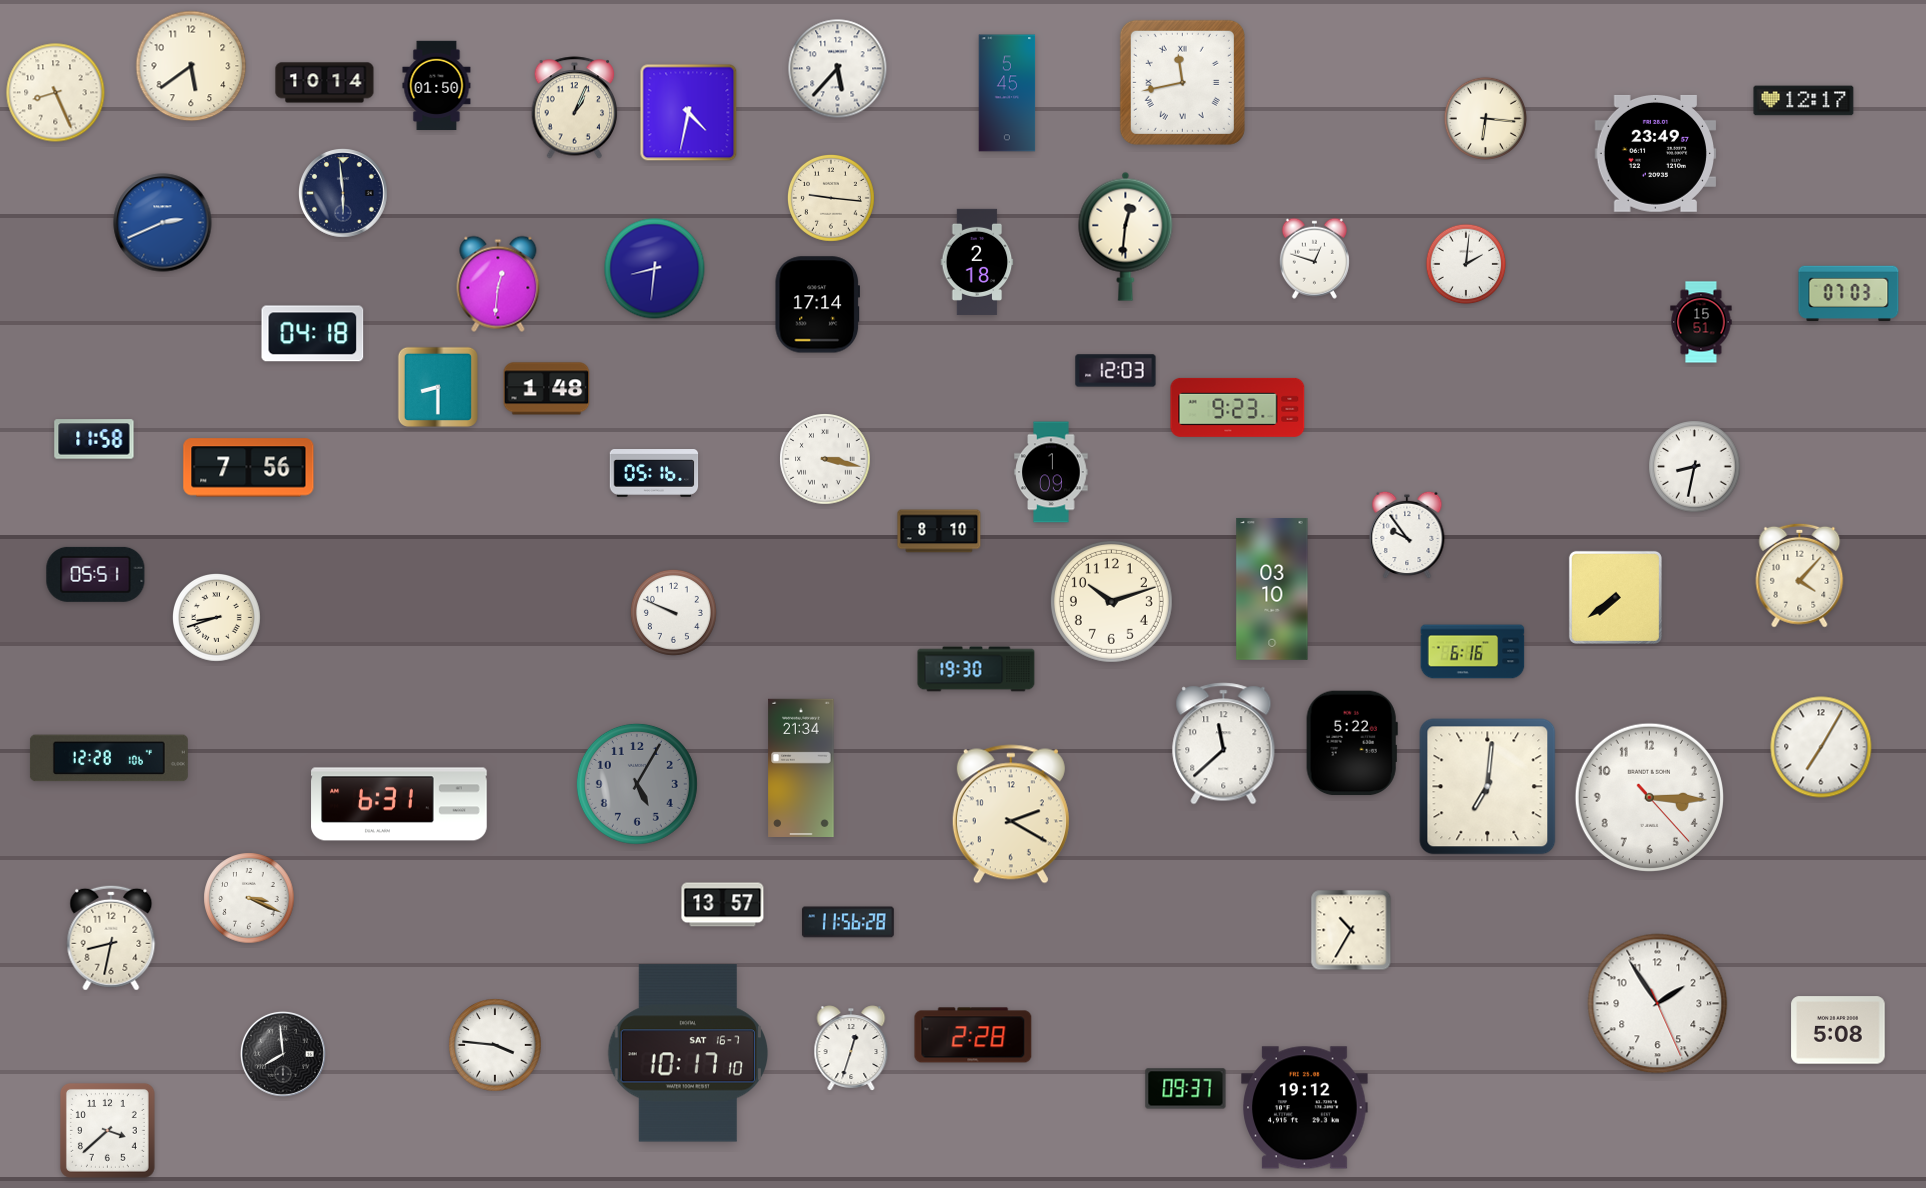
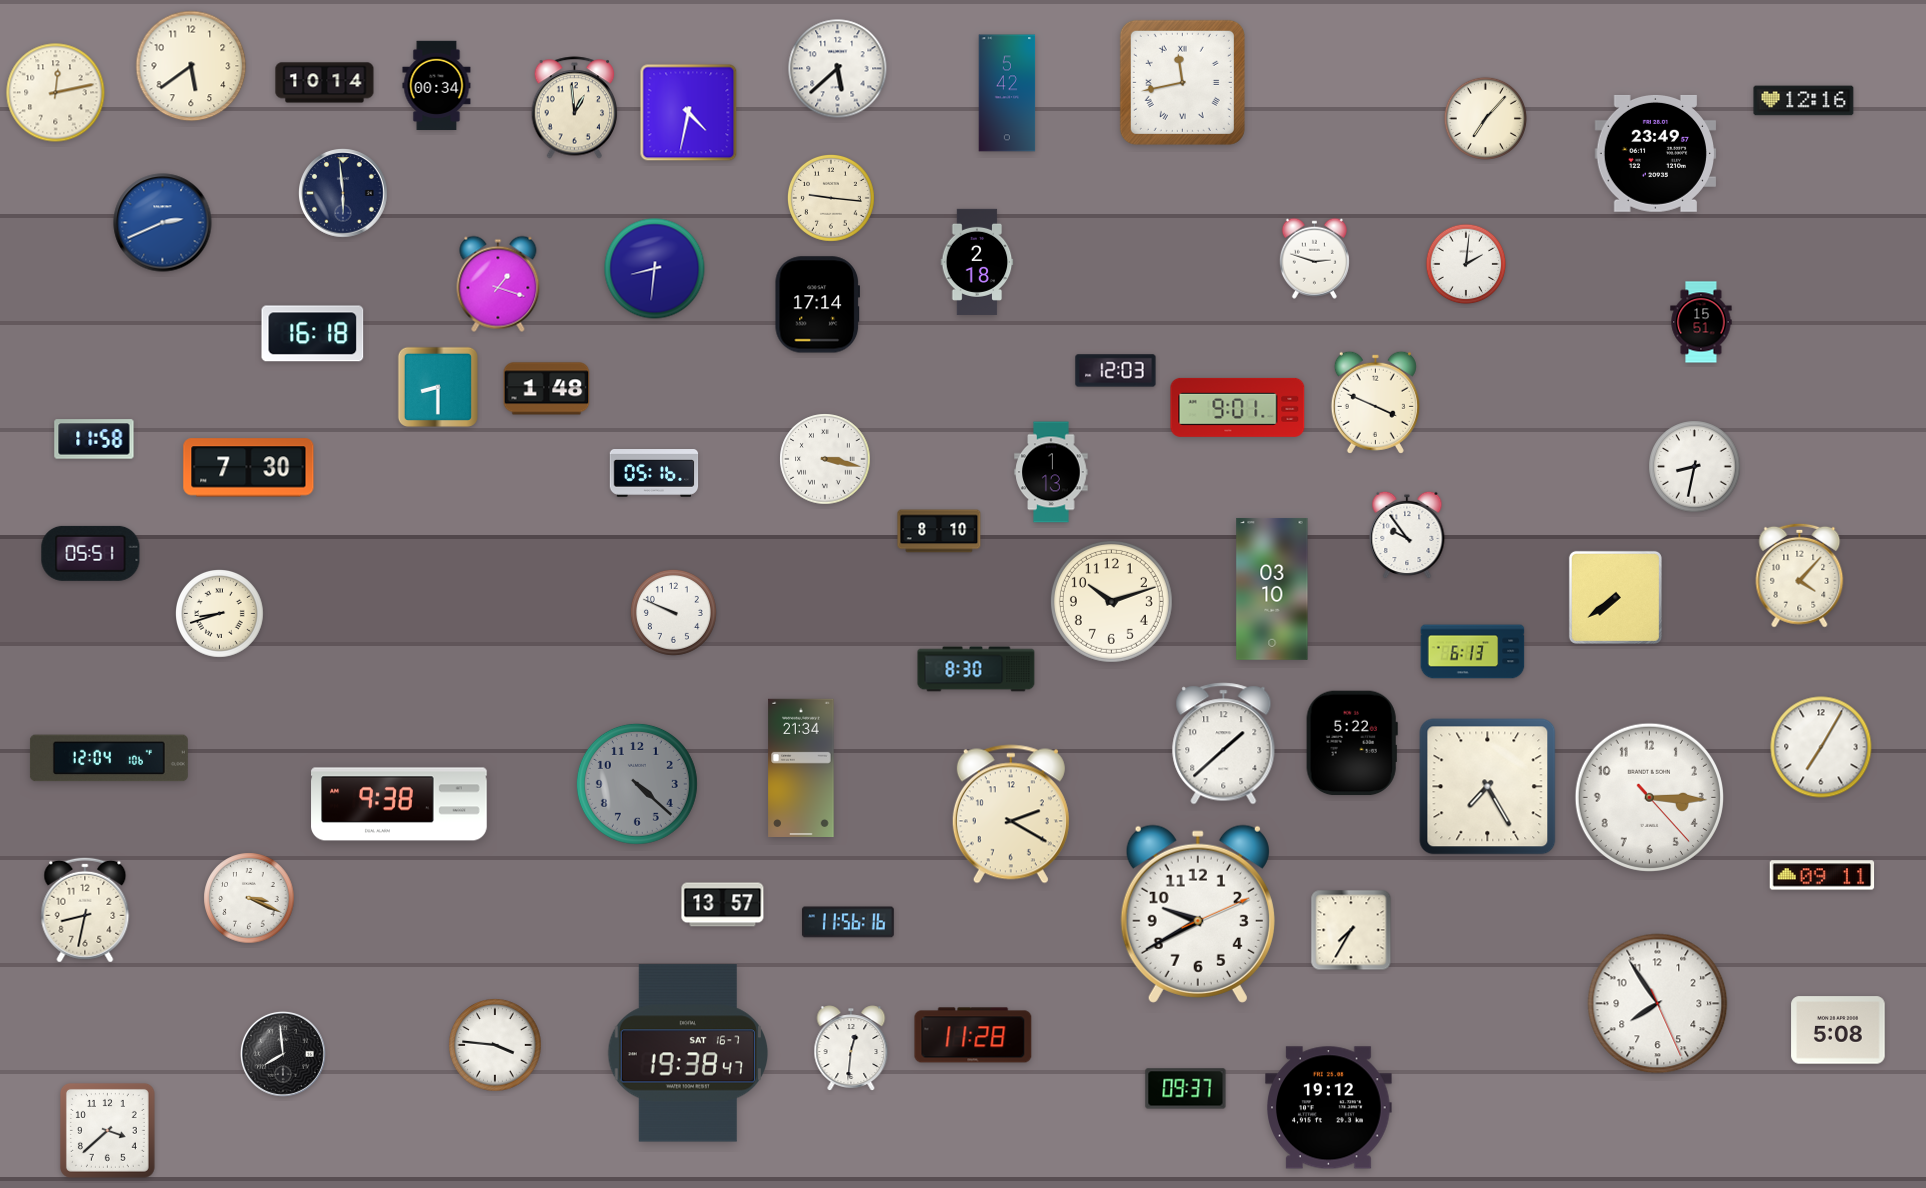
clock at (838, 69): 5:37 -> 5:38
clock at (437, 85): 01:50 -> 00:34
clock at (56, 93): 8:26 -> 12:13
clock at (1007, 93): 5:45 -> 5:42
clock at (1804, 101): 12:17 -> 12:16
clock at (575, 108): 1:04 -> 12:59
clock at (1485, 118): 6:16 -> 7:07
clock at (1126, 236): 12:31 -> none
clock at (1314, 258): 12:48 -> 2:48
clock at (498, 284): 12:31 -> 1:18
clock at (1849, 294): 07:03 -> none
clock at (313, 334): 04:18 -> 16:18
clock at (1375, 402): none -> 3:49
clock at (1238, 407): 9:23 -> 9:01
clock at (249, 468): 7:56 -> 7:30
clock at (1051, 472): 1:09 -> 1:13
clock at (96, 574) position: (96, 574) -> (91, 553)
clock at (217, 618) position: (217, 618) -> (220, 614)
clock at (1473, 652): 6:16 -> 6:13
clock at (976, 669): 19:30 -> 8:30
clock at (1224, 744): 11:38 -> 1:38
clock at (109, 758): 12:28 -> 12:04
clock at (637, 784): 5:05 -> 4:22
clock at (1488, 787): 7:01 -> 7:25
clock at (399, 804): 6:31 -> 9:38
clock at (1822, 875): none -> 09:11
clock at (1198, 914): none -> 9:40
clock at (848, 922): 11:56:28 -> 11:56:16
clock at (1351, 930): 10:35 -> 7:35
clock at (111, 938) position: (111, 938) -> (85, 910)
clock at (1658, 1004): 1:54 -> 7:54
clock at (973, 1035): 2:28 -> 11:28
clock at (851, 1048): 12:33 -> 12:31
clock at (688, 1053): 10:17 -> 19:38
clock at (1305, 1108) position: (1305, 1108) -> (1329, 1108)
